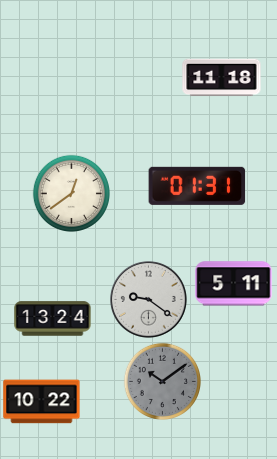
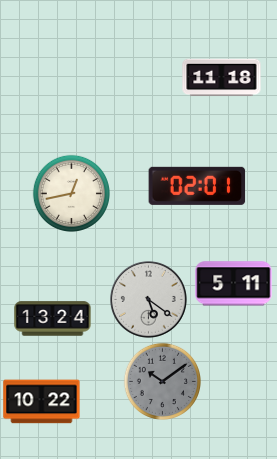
clock at (197, 186): 01:31 -> 02:01
clock at (71, 193): 12:39 -> 12:43
clock at (149, 300): 9:21 -> 5:21
